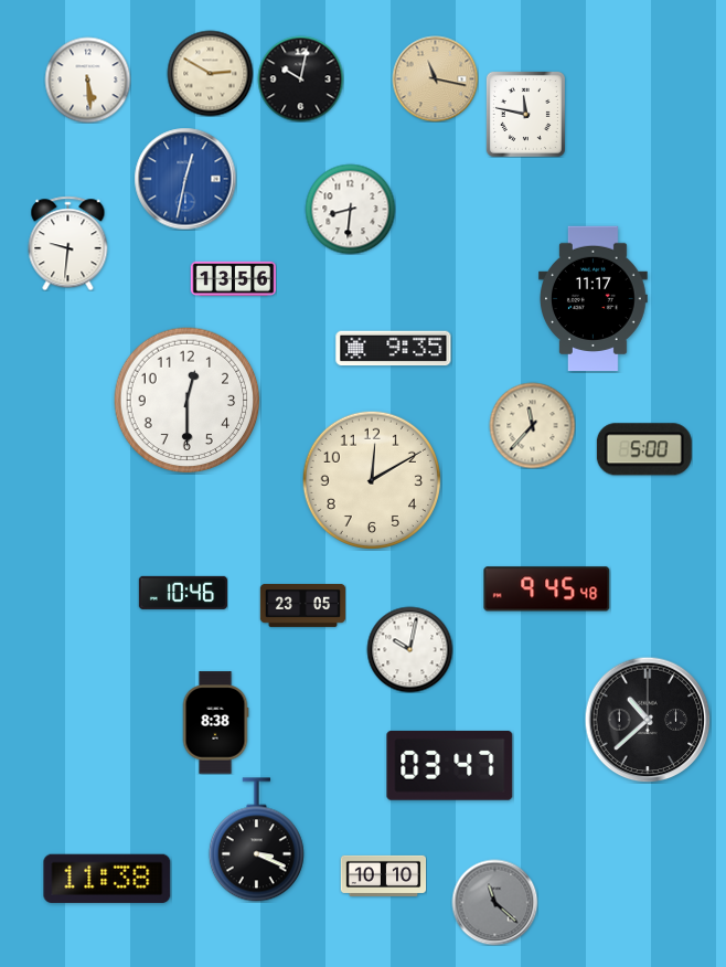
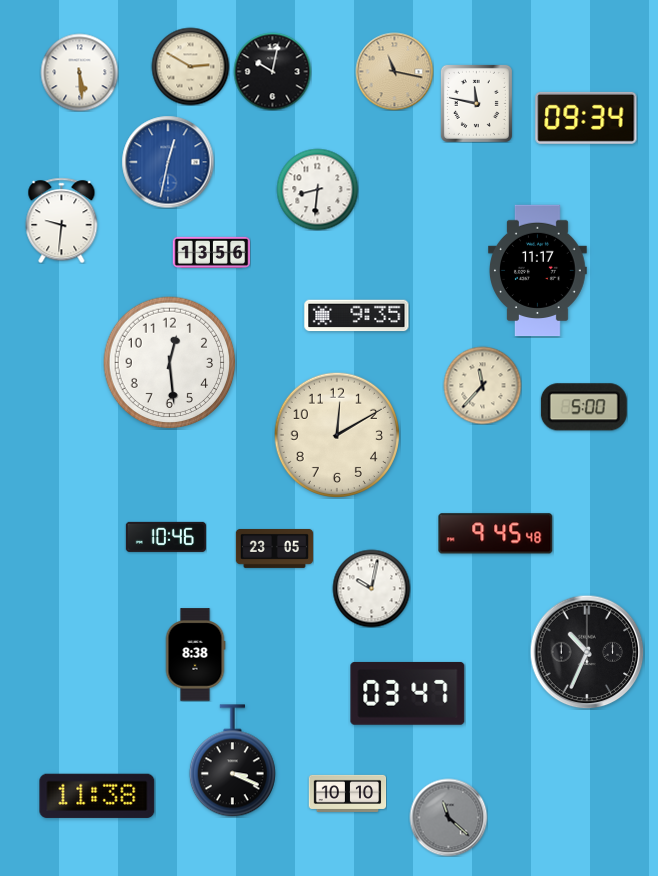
clock at (586, 118): none -> 09:34
clock at (188, 401): 12:30 -> 12:29
clock at (648, 720): 10:38 -> 10:34
